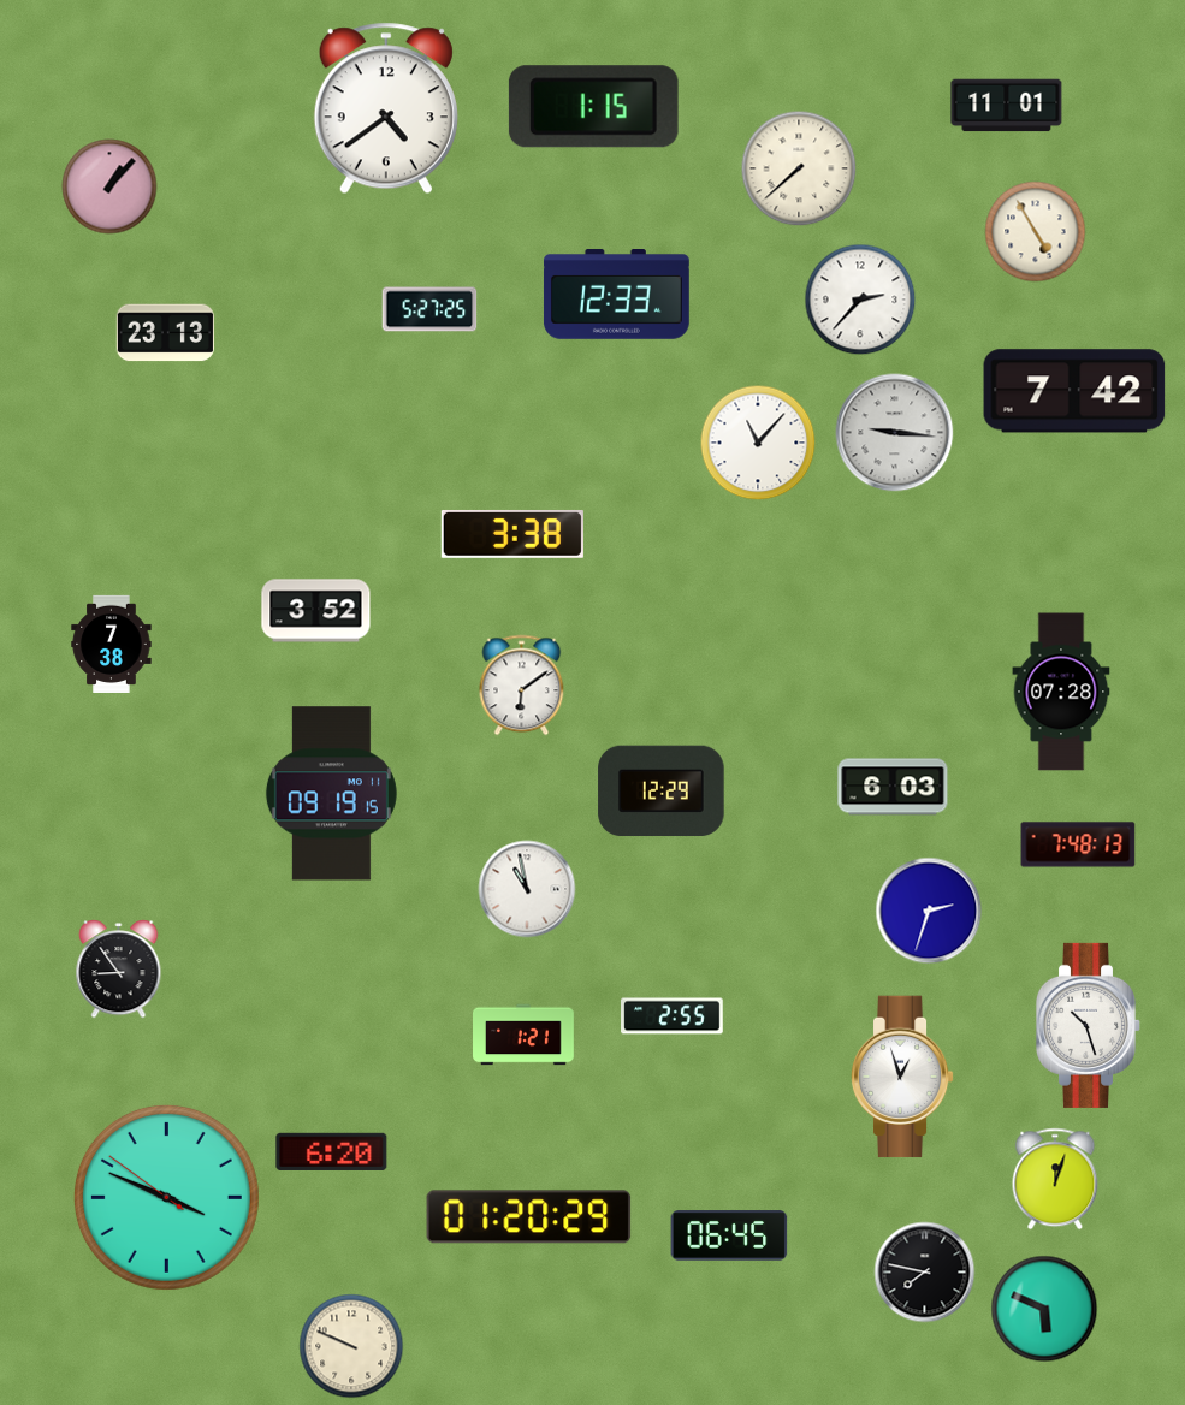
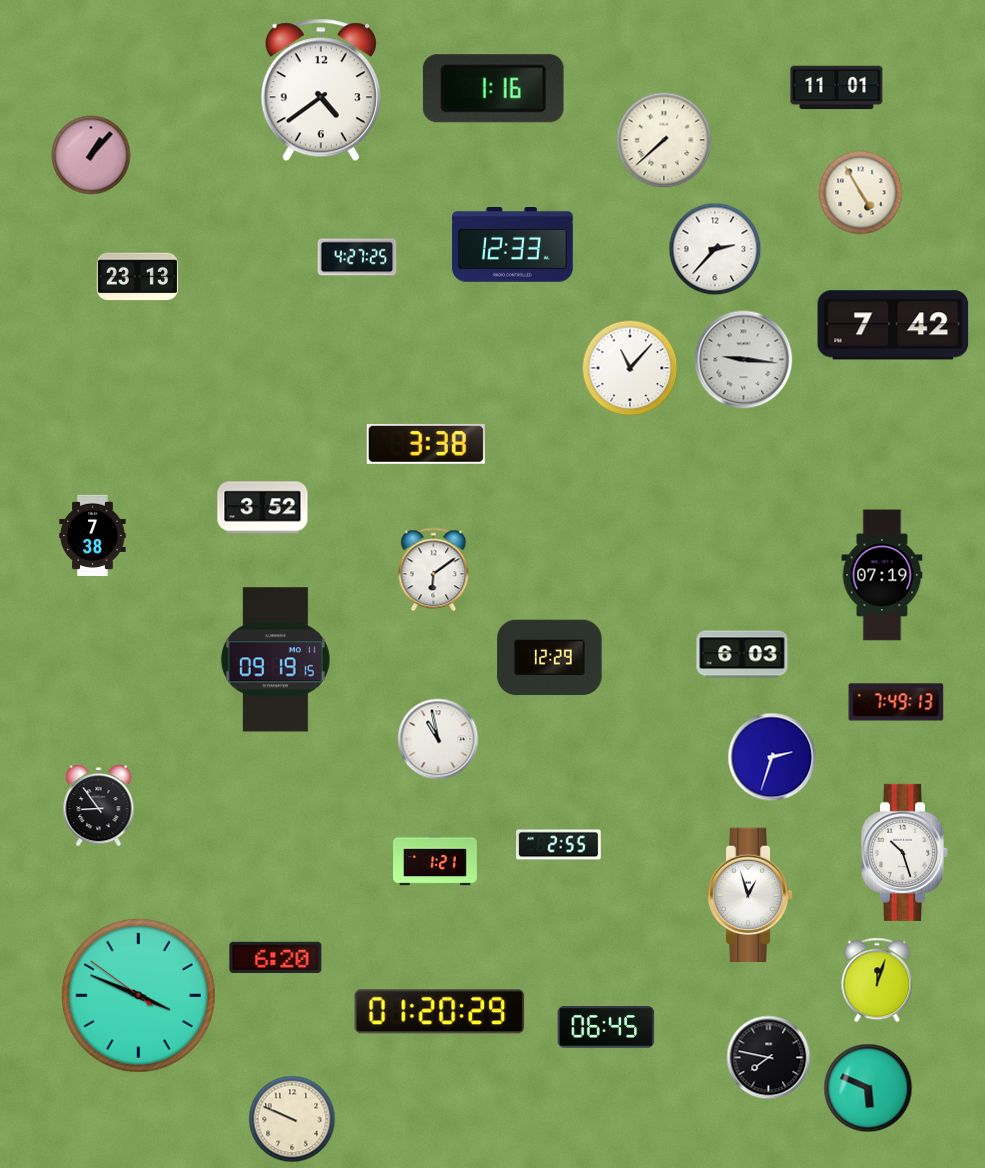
clock at (593, 107): 1:15 -> 1:16
clock at (429, 309): 5:27 -> 4:27
clock at (1061, 692): 07:28 -> 07:19
clock at (1078, 844): 7:48 -> 7:49
